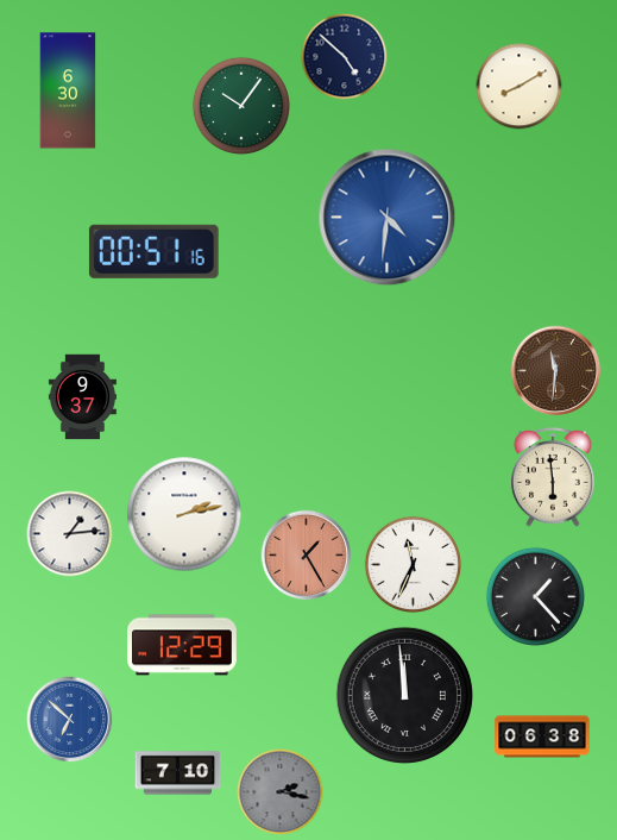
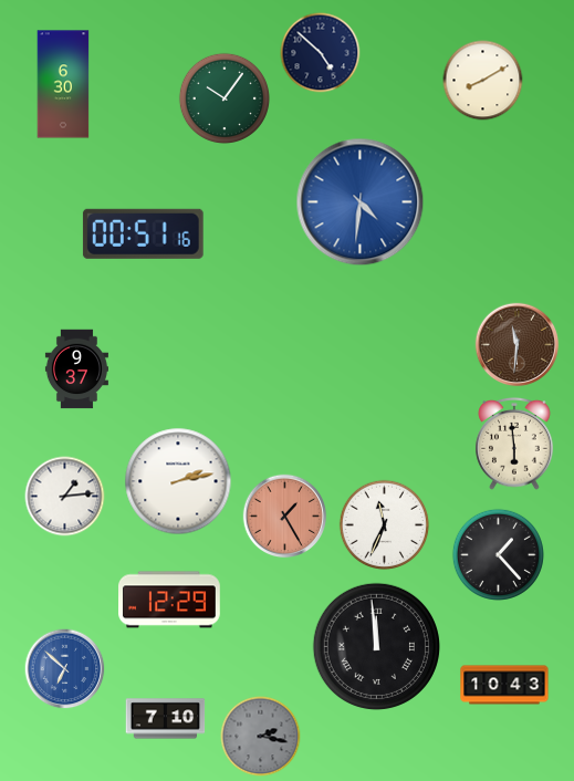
clock at (184, 514) position: (184, 514) -> (178, 481)
clock at (542, 736): 06:38 -> 10:43
